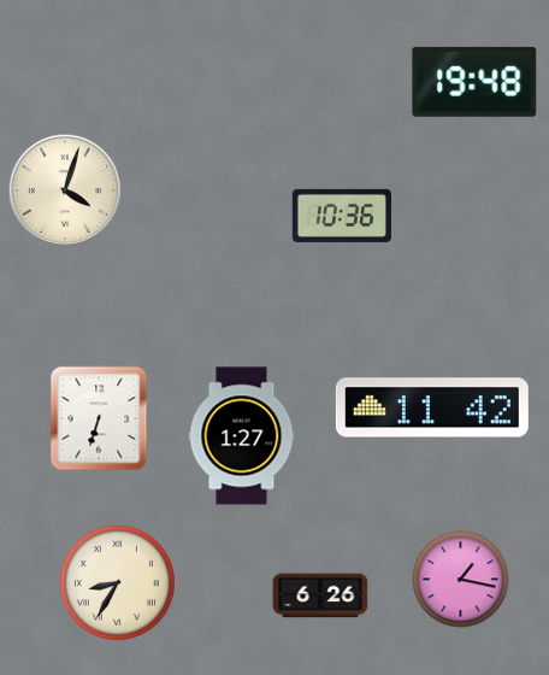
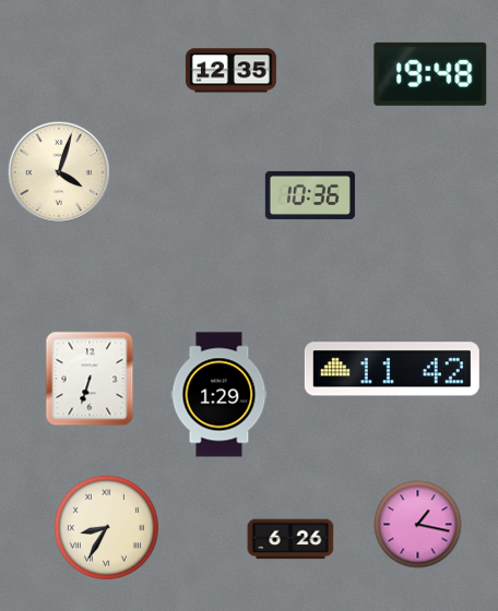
clock at (230, 71): none -> 12:35
clock at (242, 436): 1:27 -> 1:29
